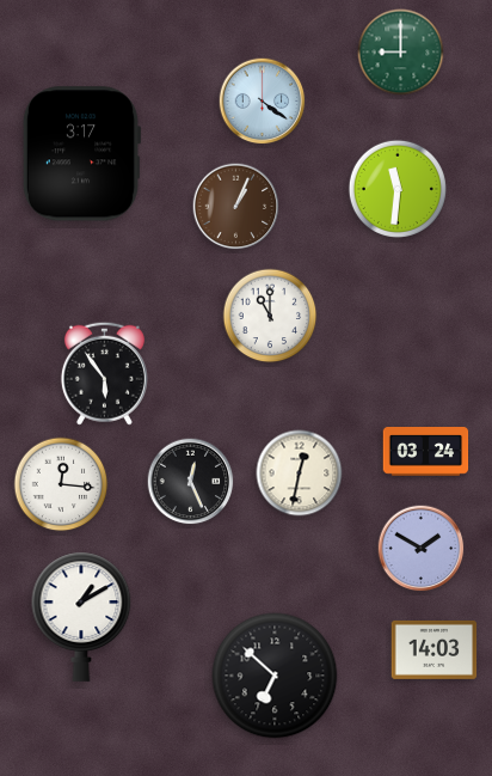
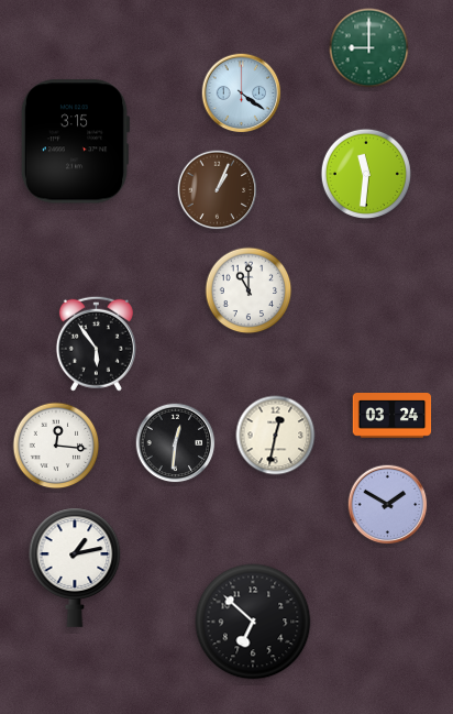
clock at (81, 154): 3:17 -> 3:15
clock at (191, 482): 12:26 -> 12:31
clock at (81, 617): 1:10 -> 1:13
clock at (435, 649): 14:03 -> none
